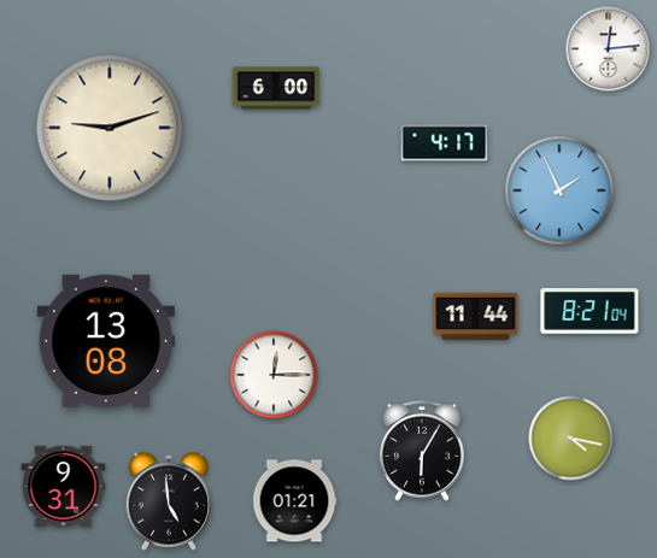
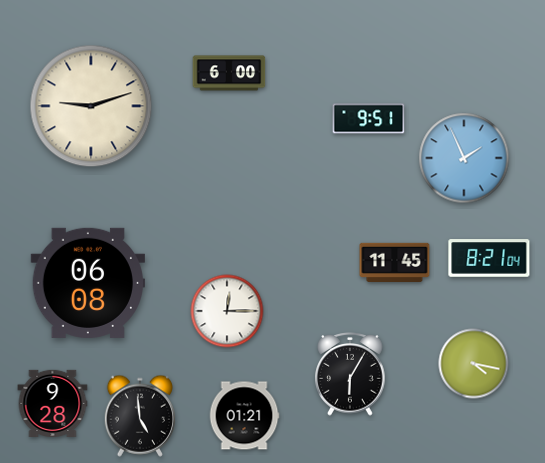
clock at (609, 49): 12:14 -> none
clock at (445, 143): 4:17 -> 9:51
clock at (476, 316): 11:44 -> 11:45
clock at (106, 341): 13:08 -> 06:08
clock at (64, 486): 9:31 -> 9:28
